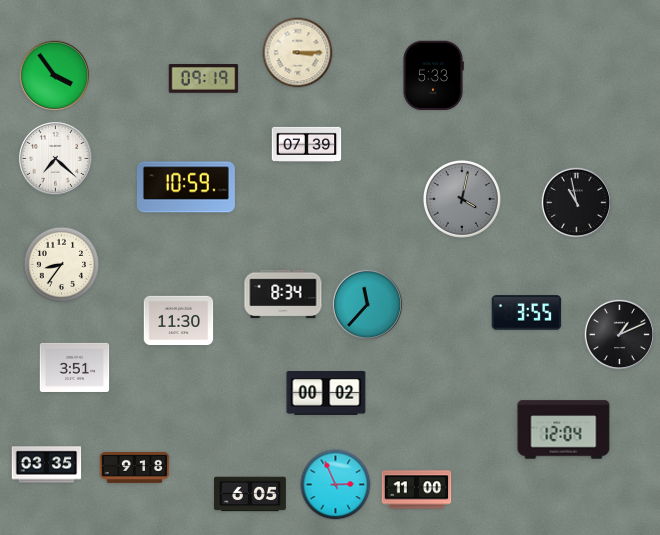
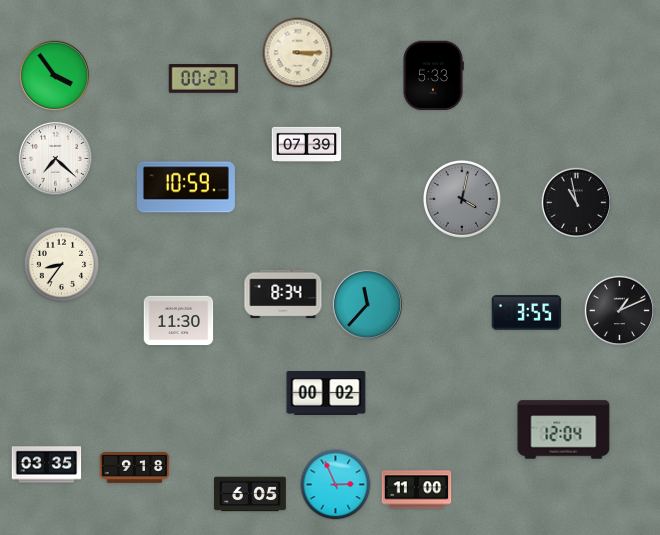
clock at (204, 79): 09:19 -> 00:27
clock at (620, 335) position: (620, 335) -> (620, 311)
clock at (75, 367): 3:51 -> none
